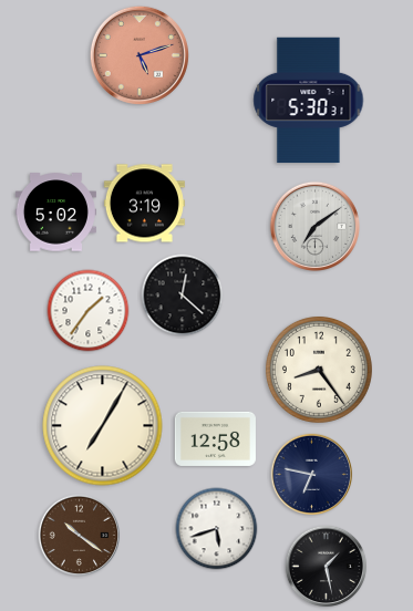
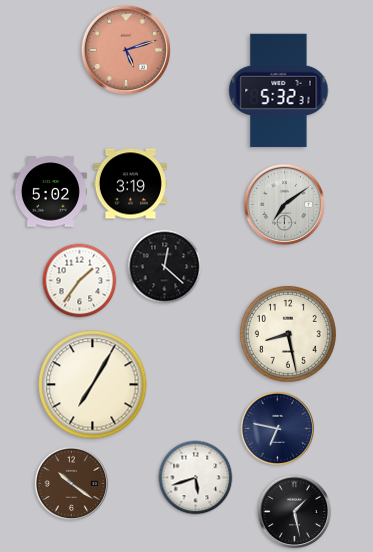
clock at (309, 101): 5:30 -> 5:32
clock at (319, 370): 8:24 -> 8:28
clock at (215, 438): 12:58 -> none
clock at (312, 475) position: (312, 475) -> (278, 429)
